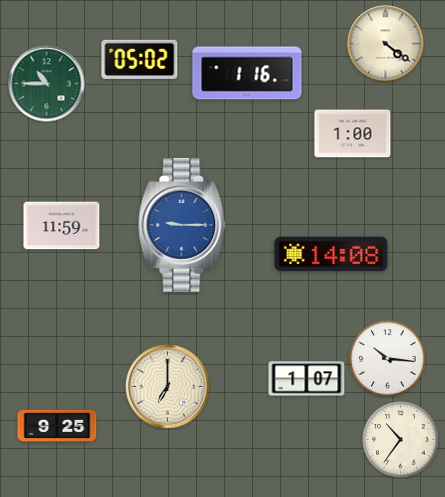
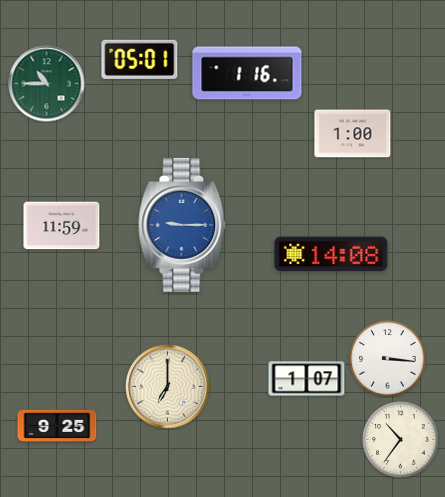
clock at (386, 44): 4:21 -> none
clock at (140, 59): 05:02 -> 05:01
clock at (388, 359): 10:16 -> 3:16
